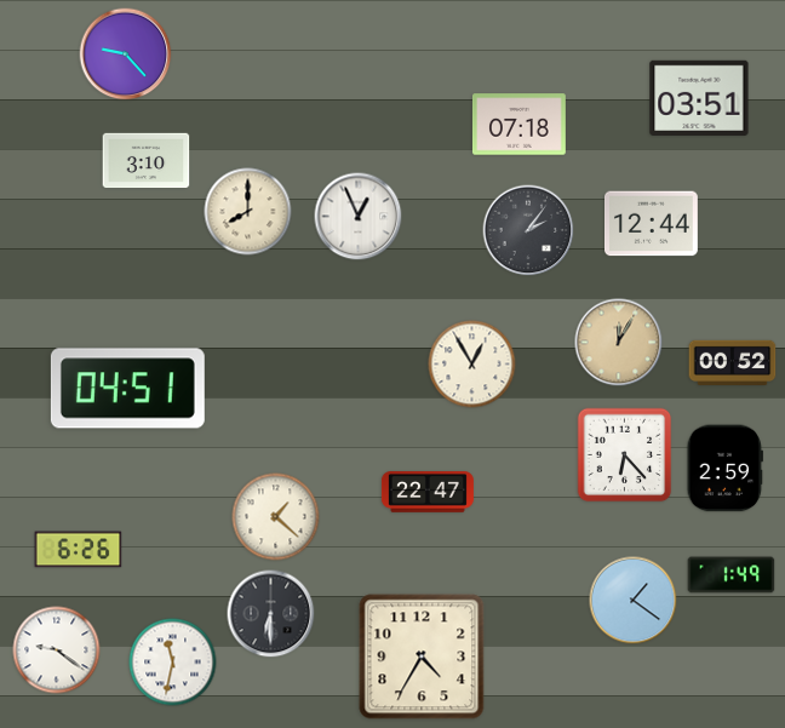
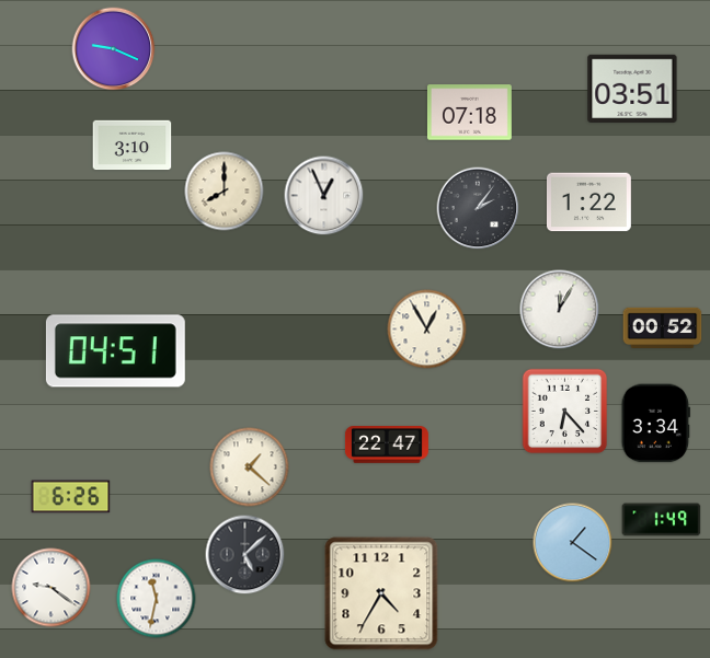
clock at (126, 55): 9:23 -> 9:19
clock at (652, 224): 12:44 -> 1:22
clock at (619, 343) dial: champagne -> white
clock at (724, 469): 2:59 -> 3:34
clock at (271, 614): 6:30 -> 5:08
